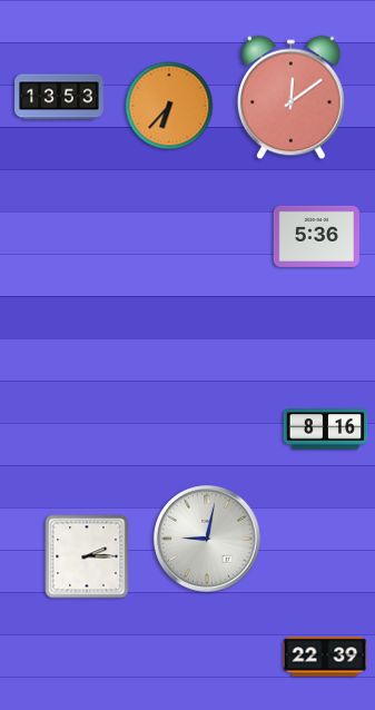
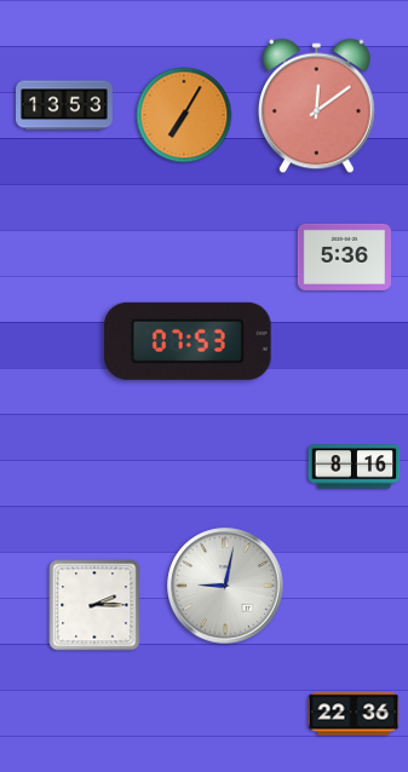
clock at (169, 106): 6:37 -> 7:05
clock at (188, 341): none -> 07:53
clock at (325, 657): 22:39 -> 22:36
